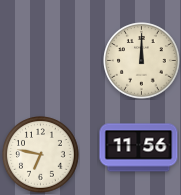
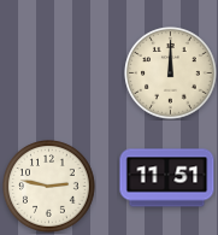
clock at (139, 148): 11:56 -> 11:51
clock at (41, 155): 6:47 -> 2:47
